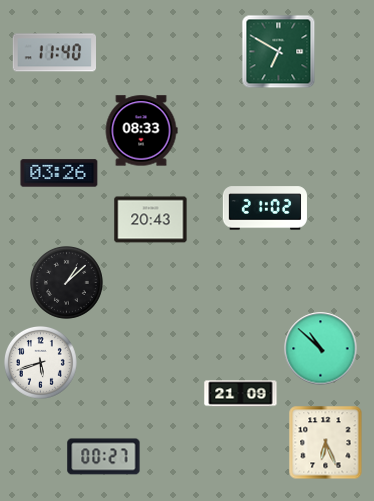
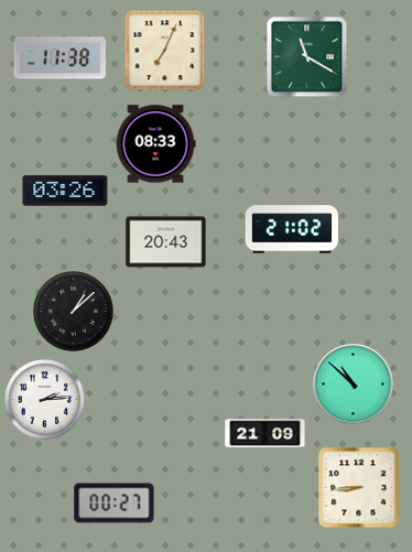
clock at (165, 51): none -> 7:04
clock at (279, 52): 6:50 -> 11:20
clock at (54, 53): 11:40 -> 11:38
clock at (41, 363): 5:42 -> 2:14
clock at (326, 443): 6:26 -> 8:44
